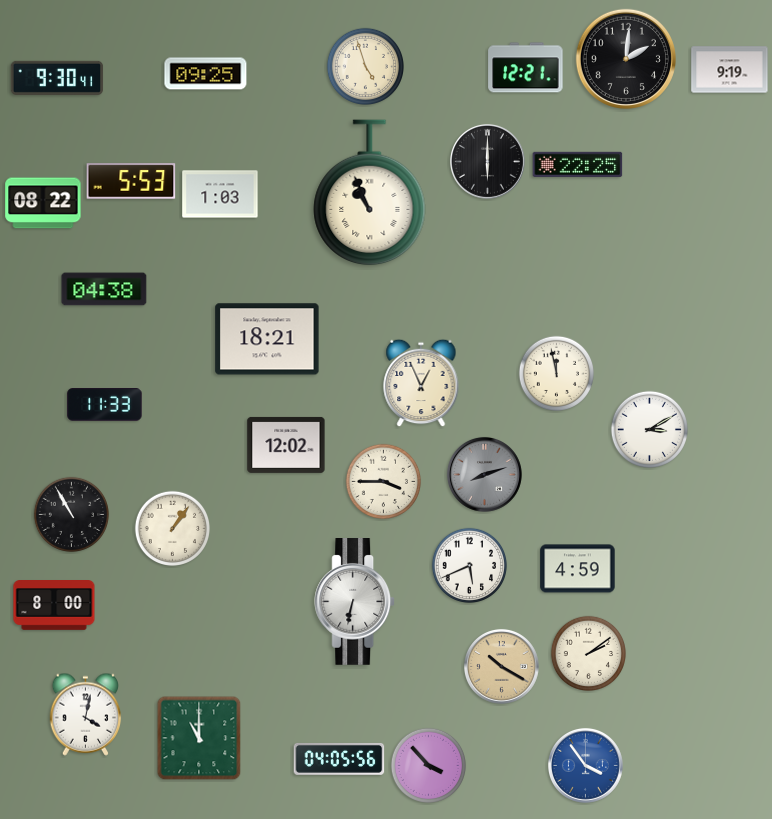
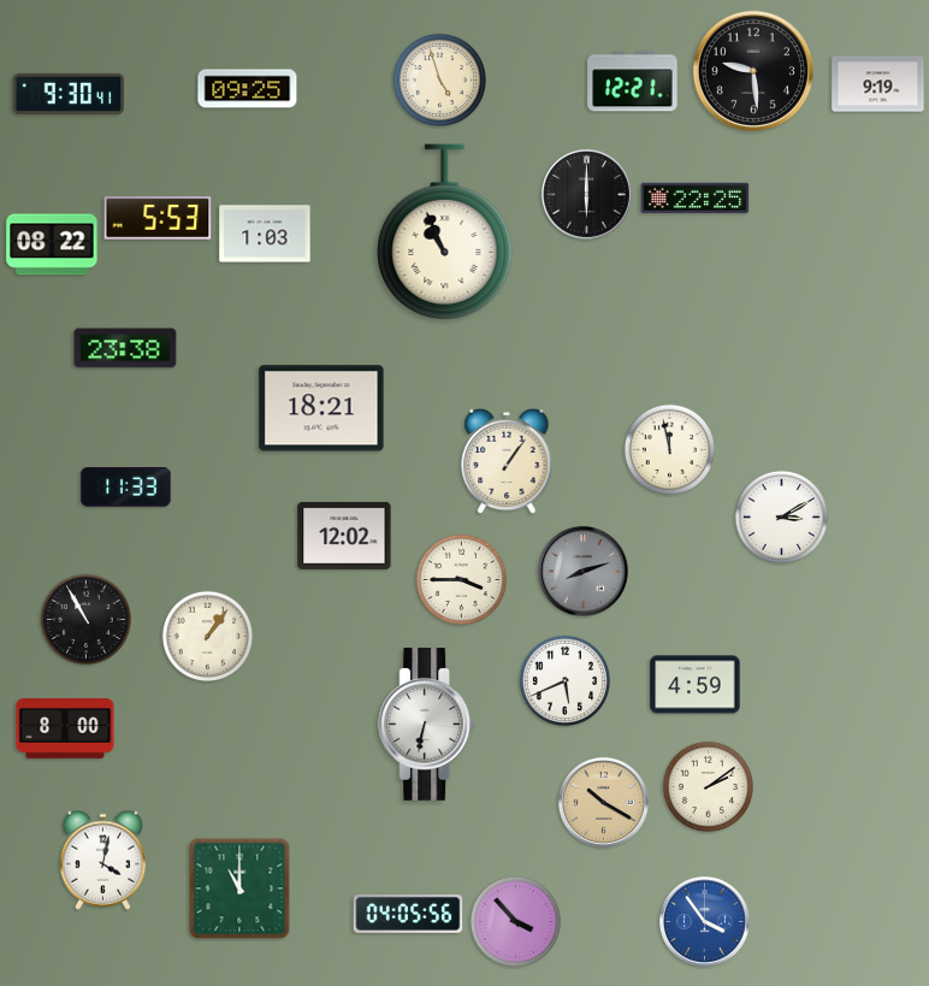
clock at (626, 59): 2:01 -> 9:29
clock at (104, 289): 04:38 -> 23:38
clock at (421, 383): 12:56 -> 1:06
